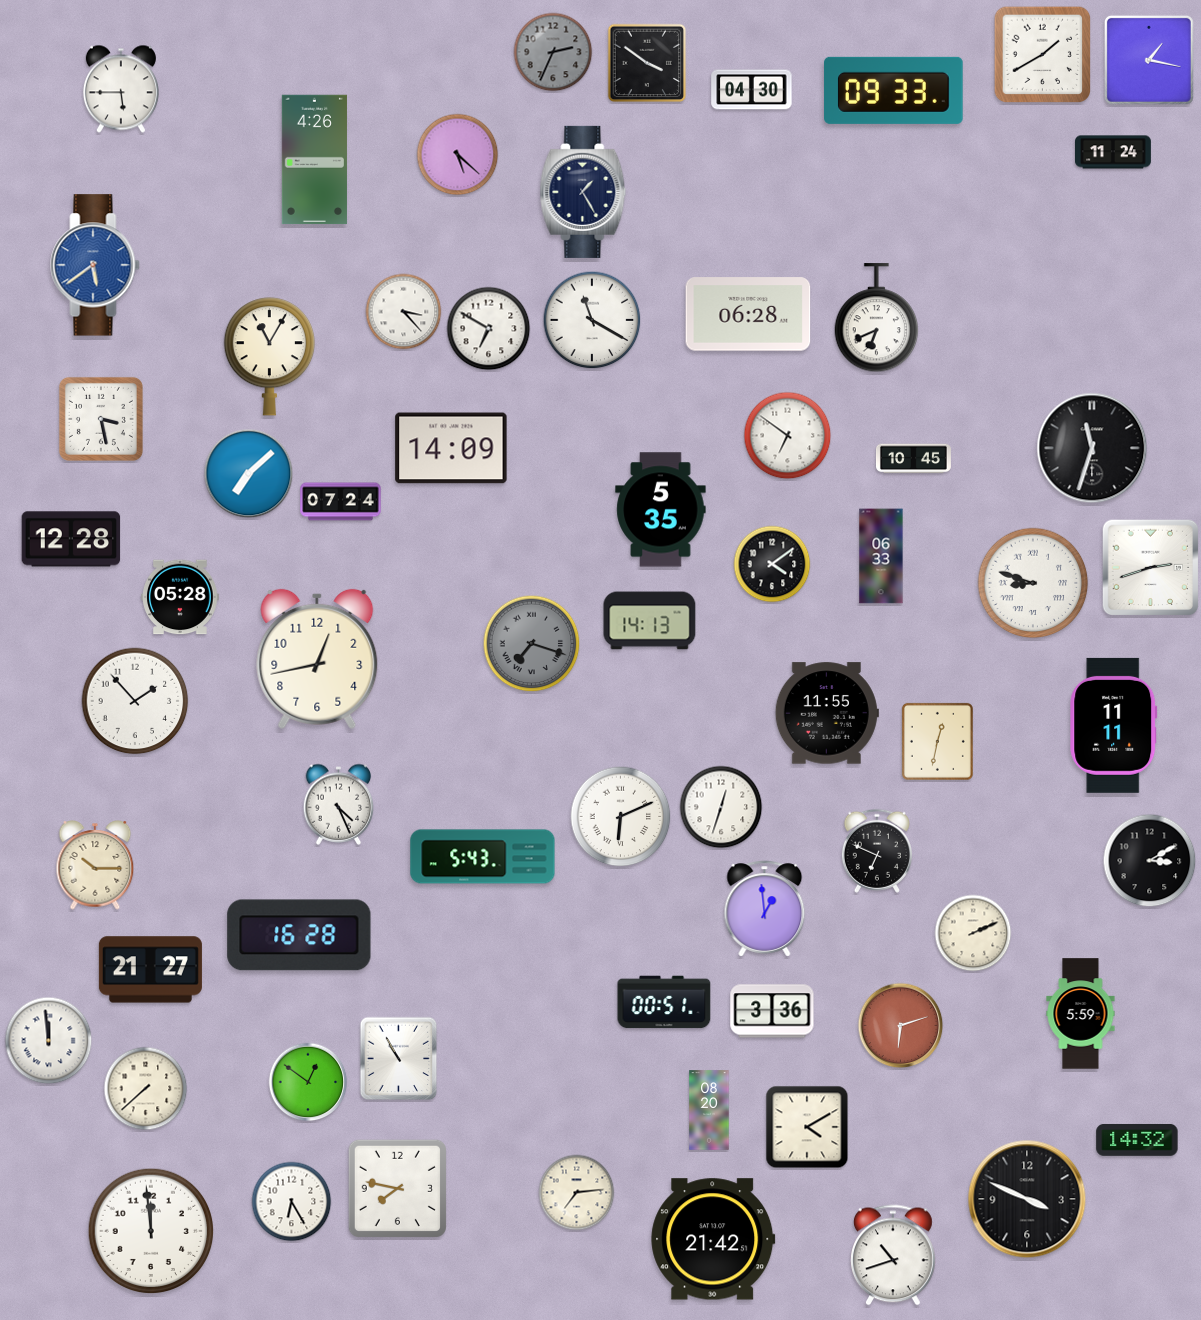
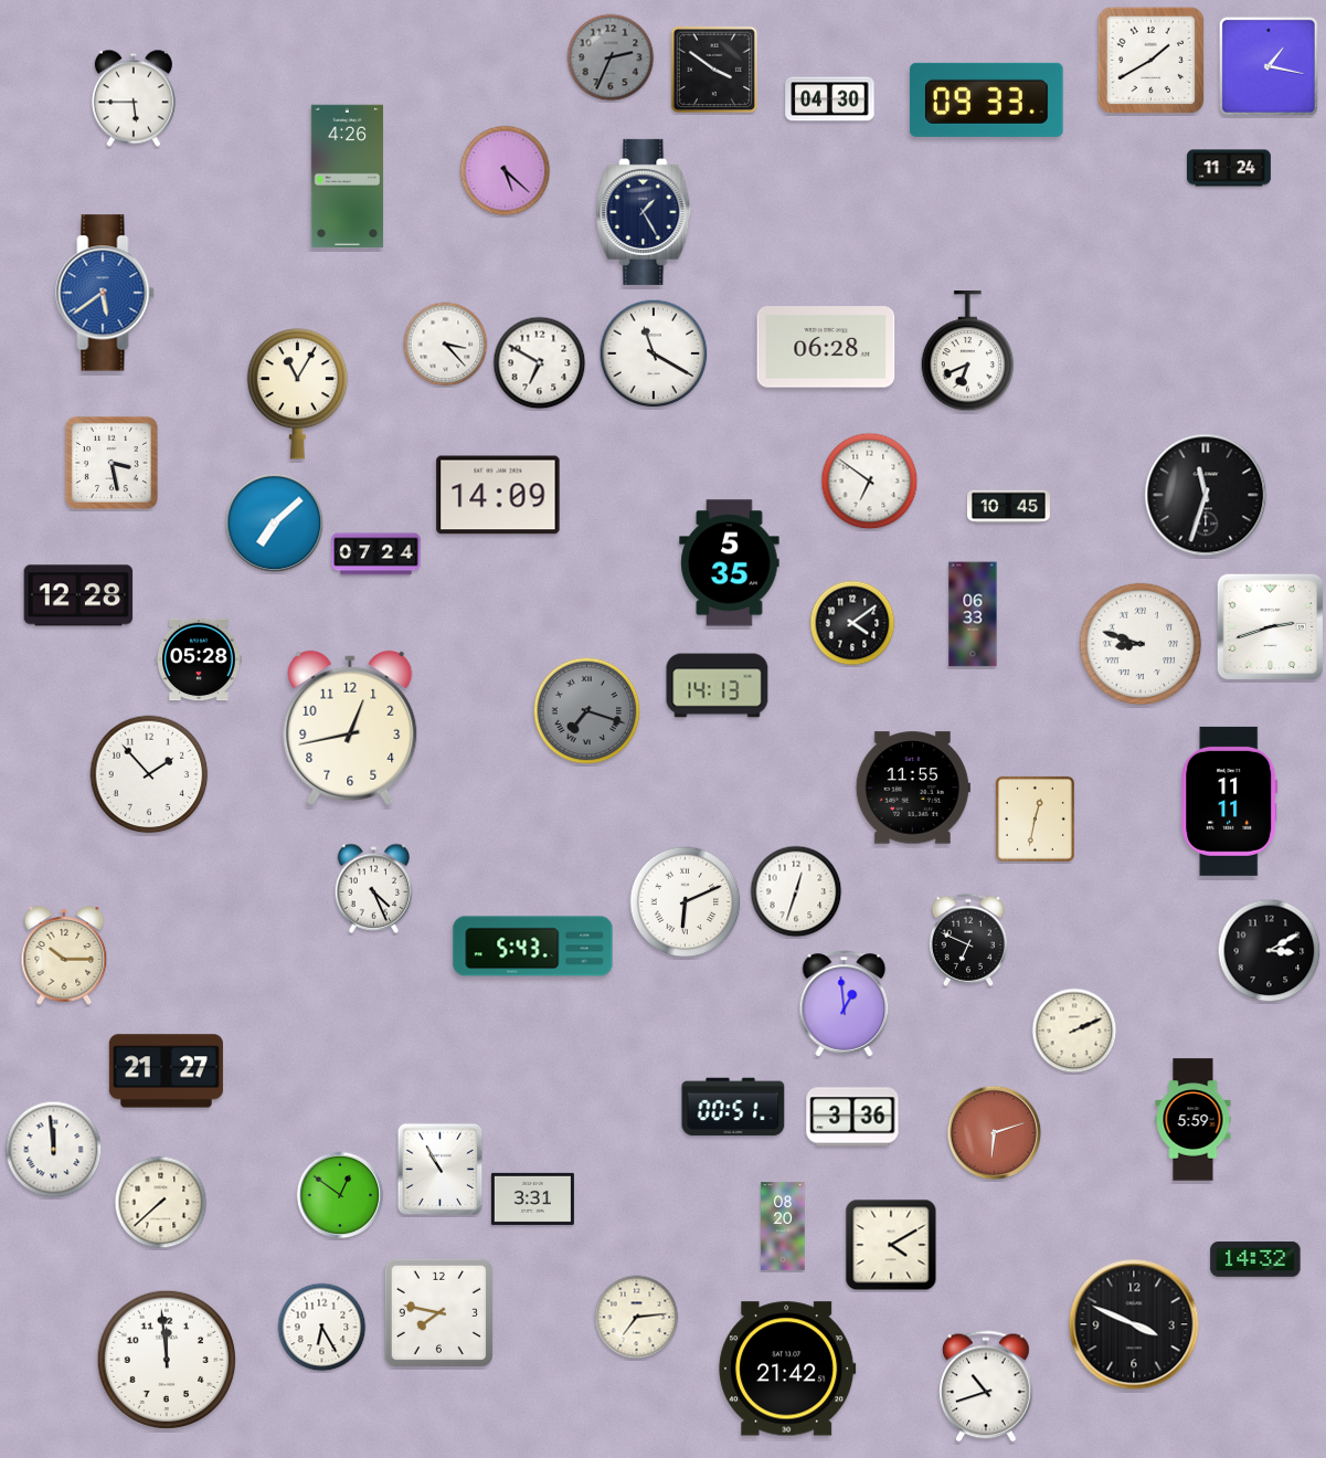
clock at (95, 865) position: (95, 865) -> (64, 955)
clock at (299, 935): 16:28 -> none
clock at (532, 1198): none -> 3:31
